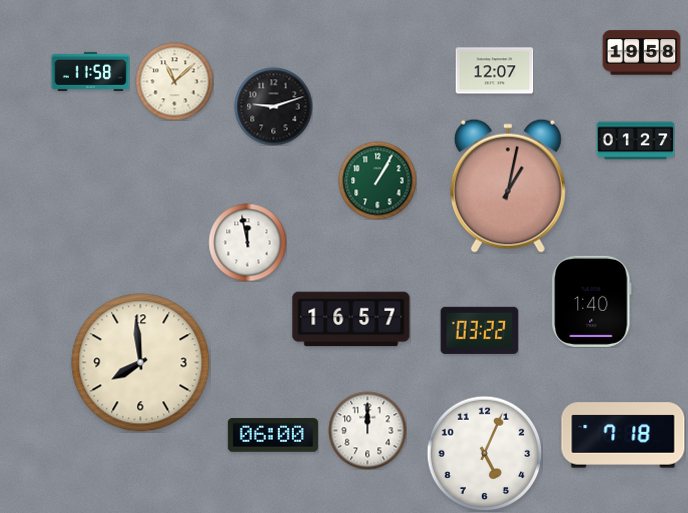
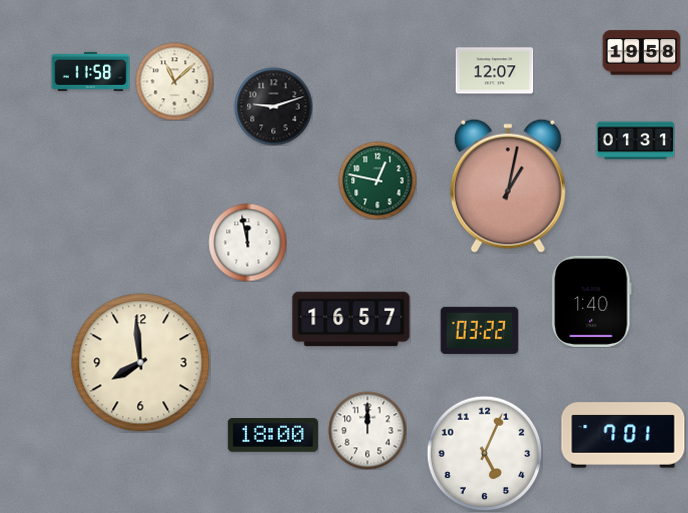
clock at (635, 141): 01:27 -> 01:31
clock at (377, 180): 1:05 -> 12:47
clock at (273, 435): 06:00 -> 18:00
clock at (623, 435): 7:18 -> 7:01
